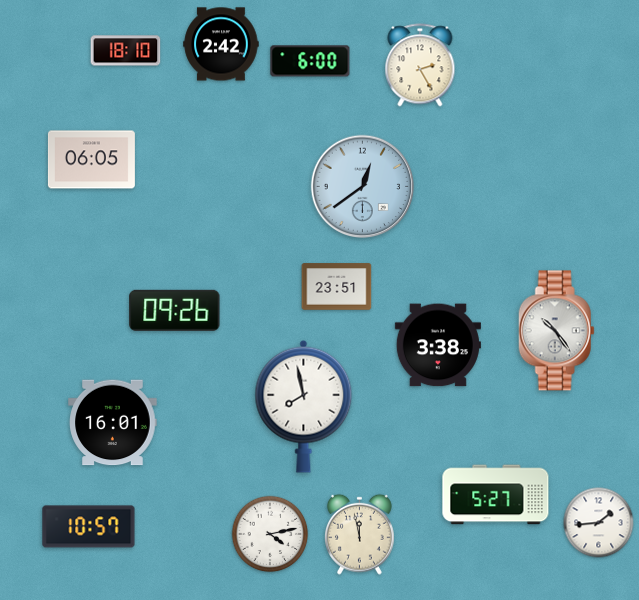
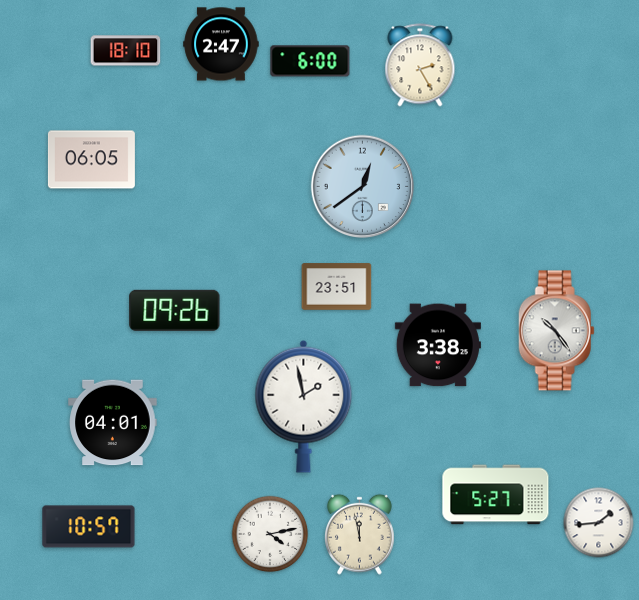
clock at (221, 44): 2:42 -> 2:47
clock at (304, 406): 7:58 -> 1:58
clock at (113, 423): 16:01 -> 04:01
